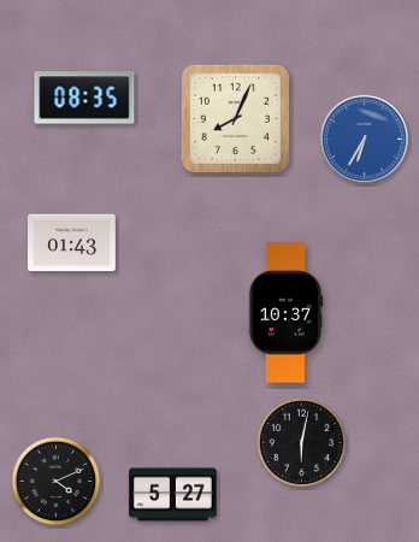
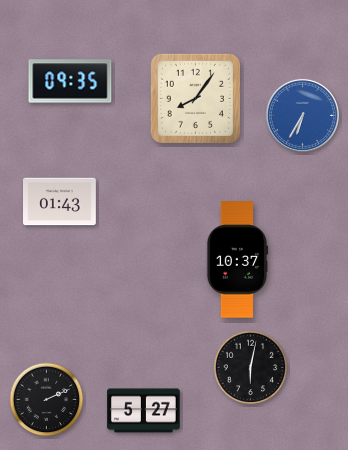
clock at (84, 98): 08:35 -> 09:35
clock at (235, 118): 8:04 -> 8:06
clock at (57, 482): 4:11 -> 2:11
